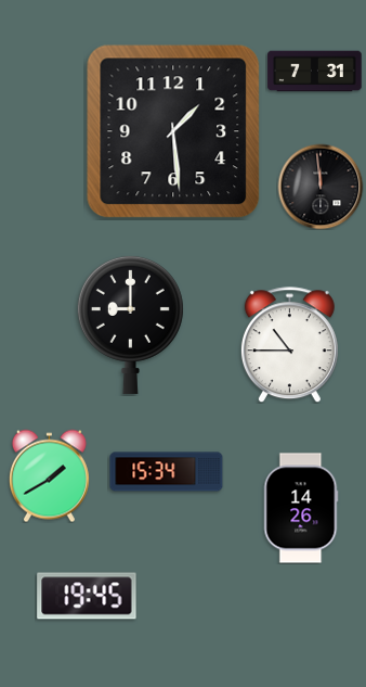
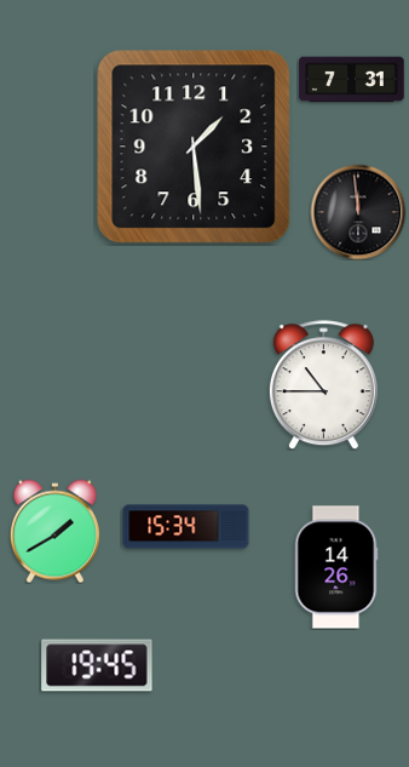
clock at (321, 187) position: (321, 187) -> (358, 212)
clock at (130, 325): 9:00 -> none
